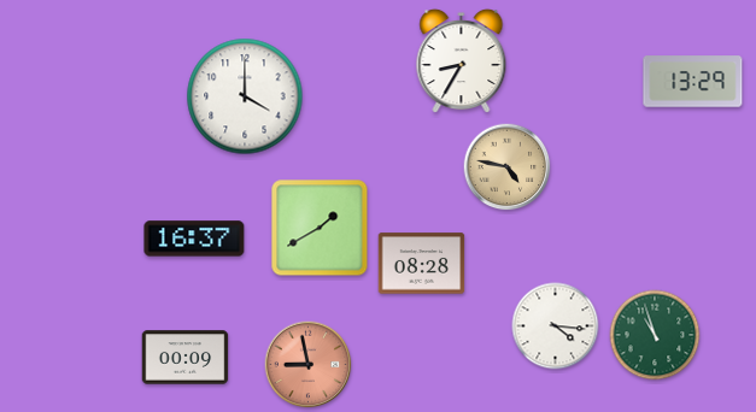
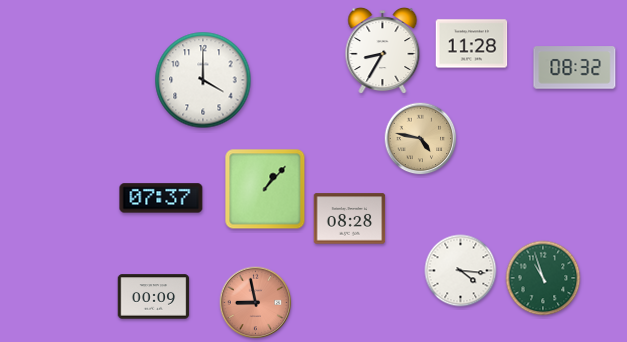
clock at (472, 44): none -> 11:28
clock at (693, 82): 13:29 -> 08:32
clock at (320, 228): 1:40 -> 1:07
clock at (194, 239): 16:37 -> 07:37
